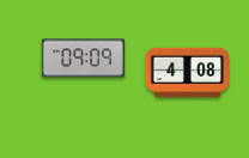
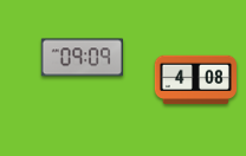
clock at (187, 73) position: (187, 73) -> (195, 80)
